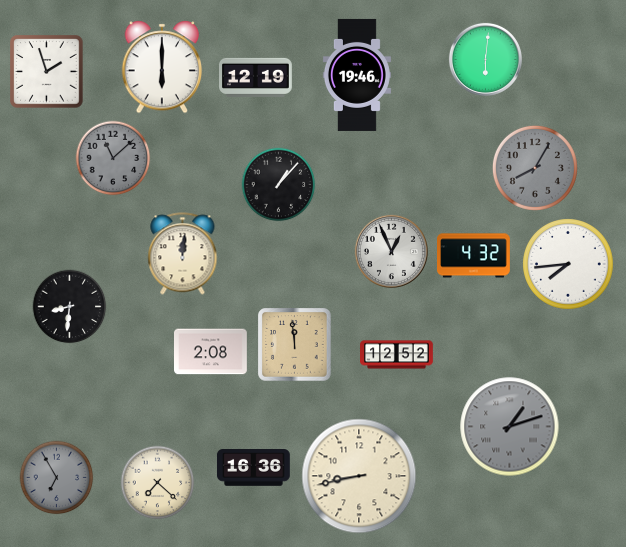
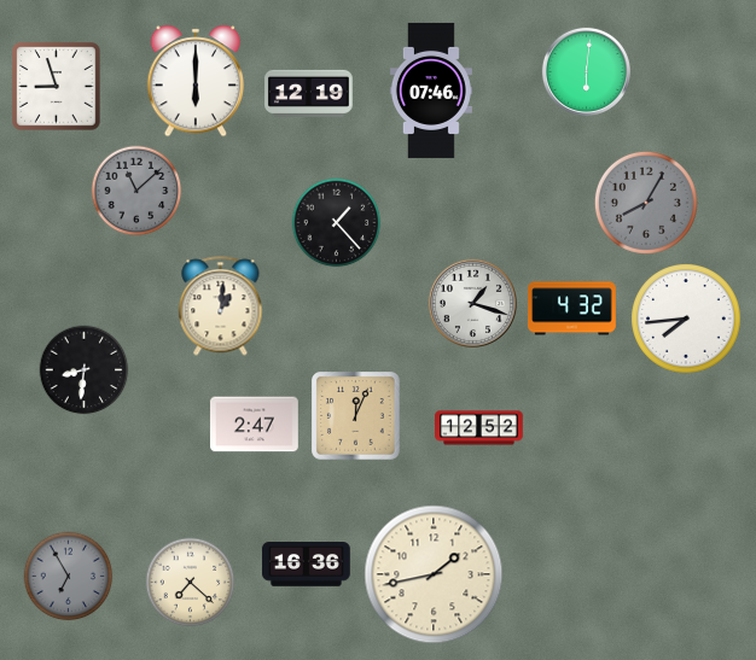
clock at (47, 72): 1:57 -> 8:57
clock at (357, 75): 19:46 -> 07:46
clock at (279, 185): 1:07 -> 1:23
clock at (391, 251): 12:56 -> 1:18
clock at (183, 254): 12:01 -> 1:01
clock at (295, 345): 11:59 -> 12:04
clock at (211, 352): 2:08 -> 2:47
clock at (510, 427): 1:12 -> none
clock at (359, 476): 8:43 -> 1:43
